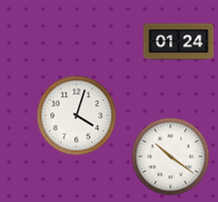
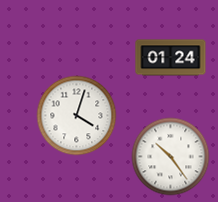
clock at (179, 42) position: (179, 42) -> (171, 58)
clock at (171, 157): 10:21 -> 10:24
